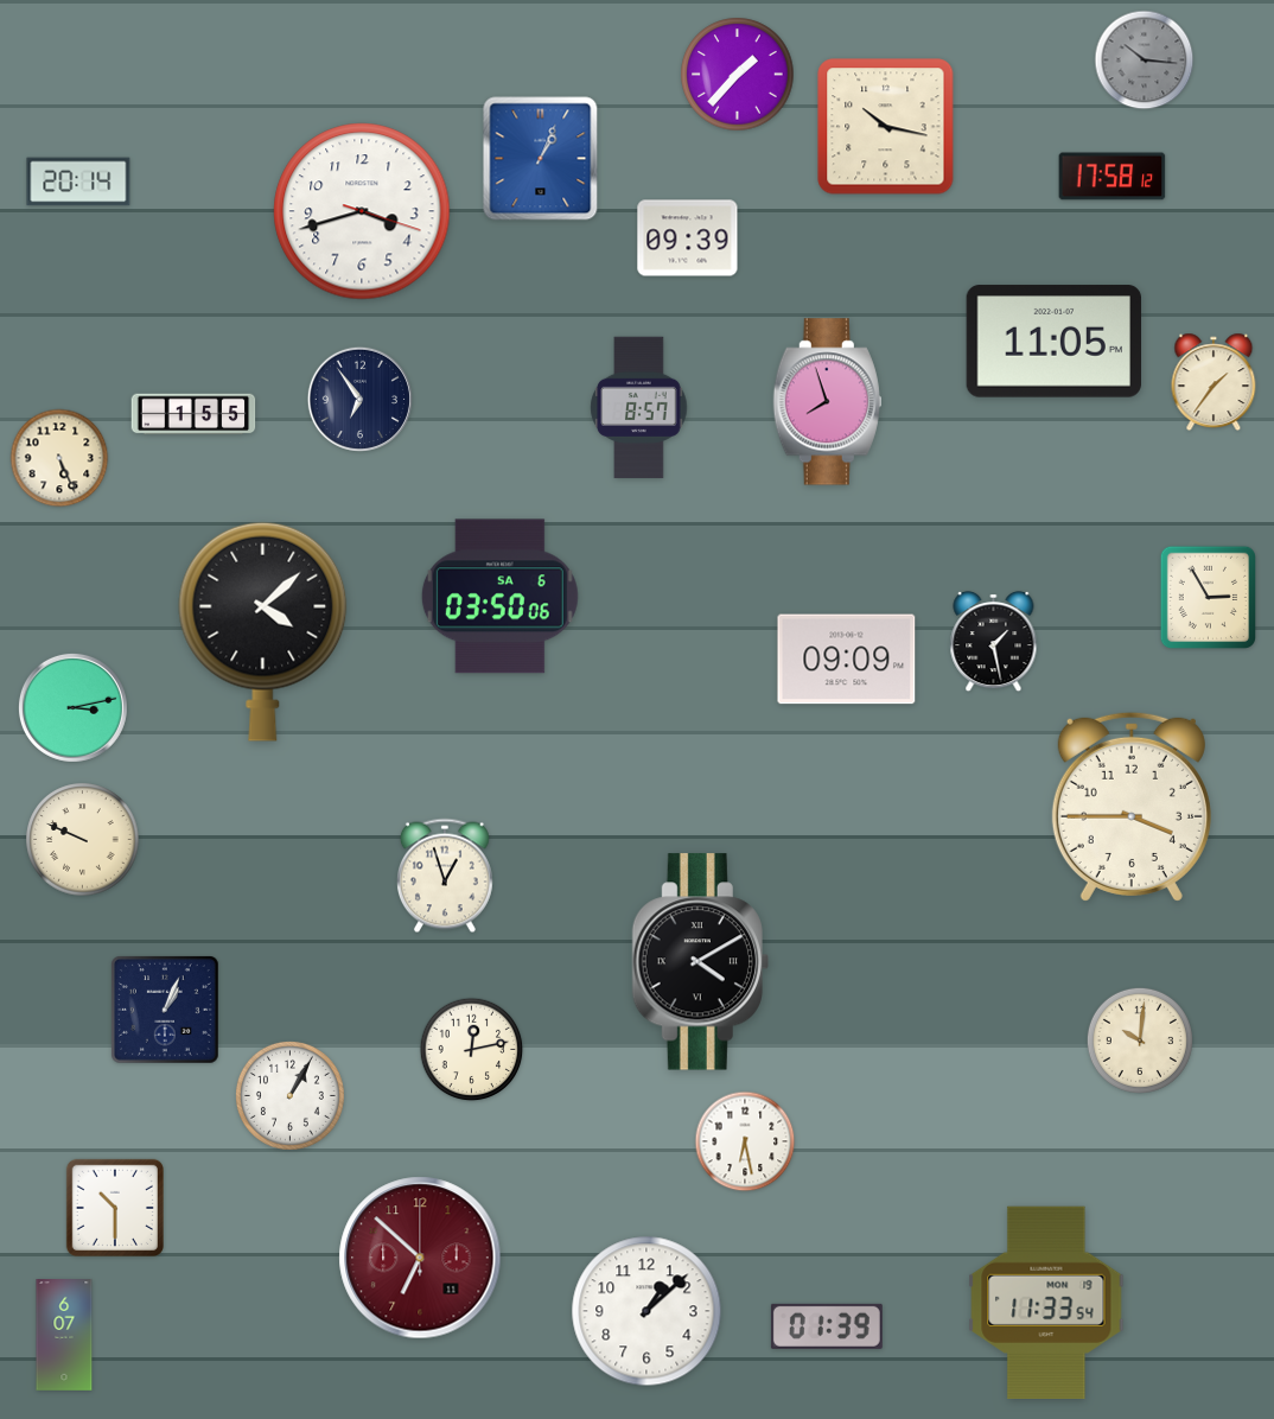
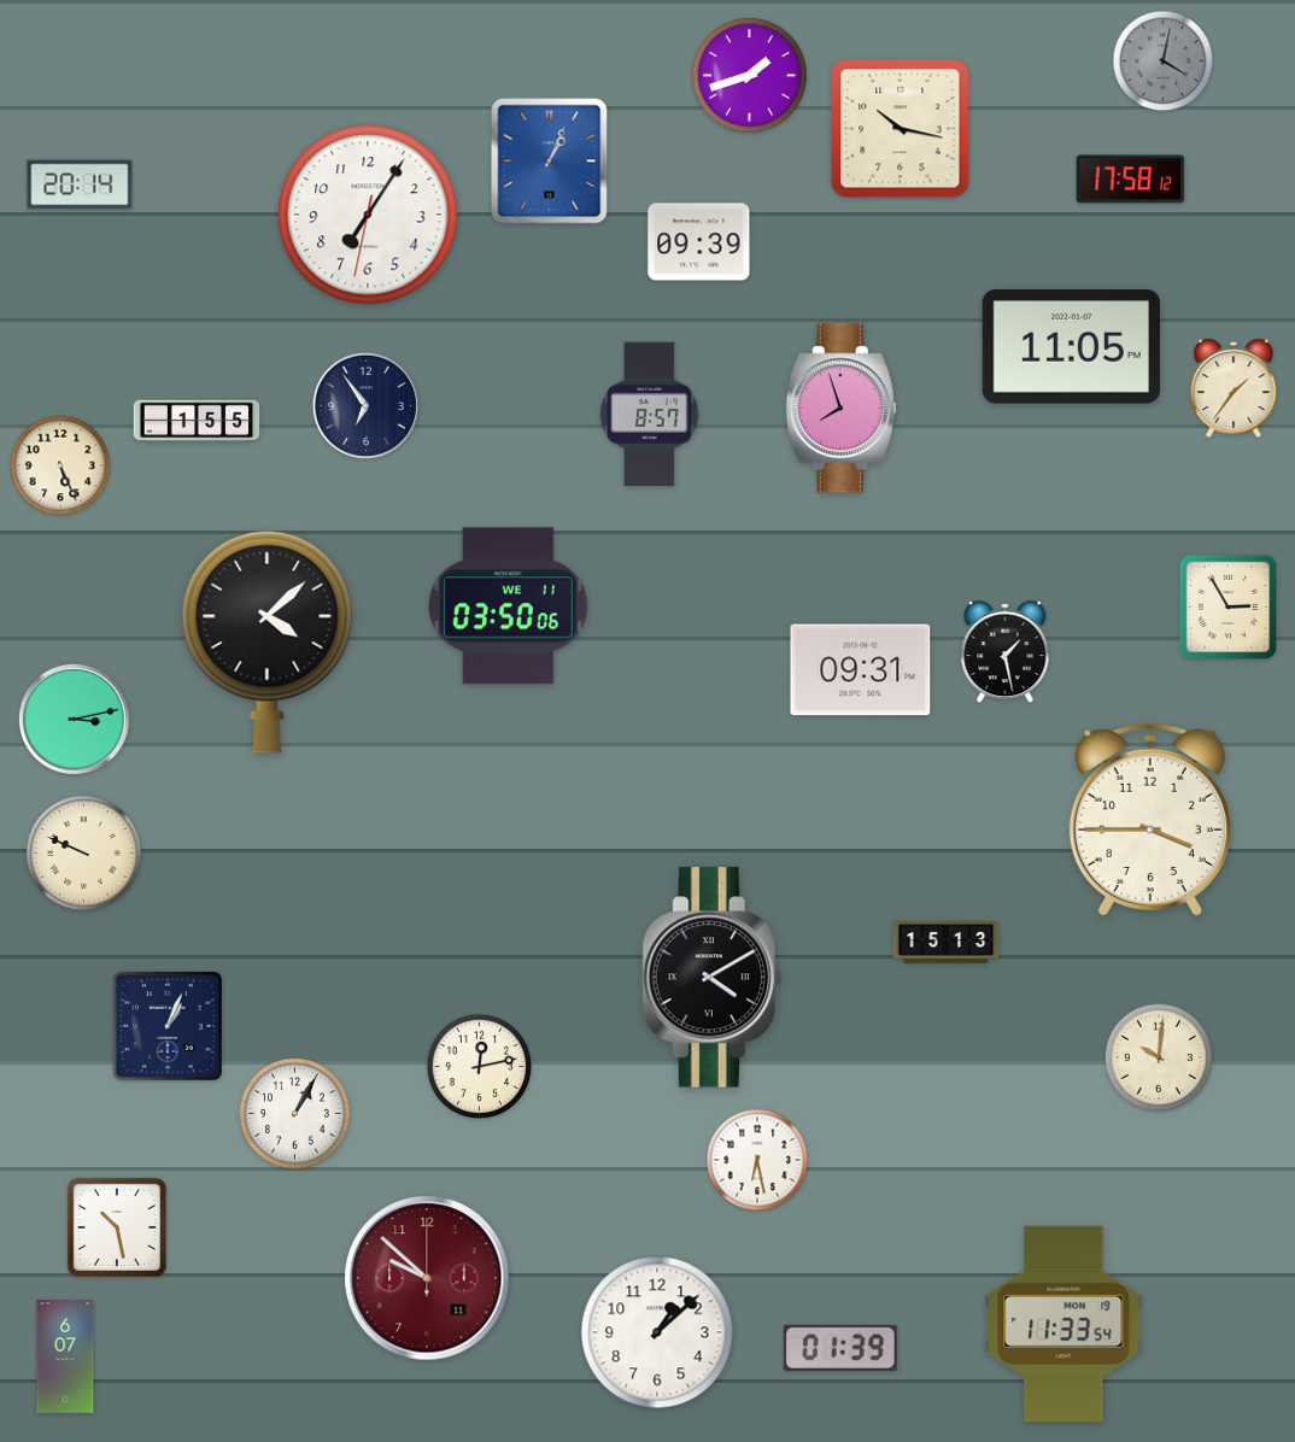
clock at (1145, 61): 10:16 -> 4:02
clock at (738, 75): 1:37 -> 1:42
clock at (362, 211): 3:42 -> 7:05
clock at (499, 597) date: SA 6 -> WE 11
clock at (994, 642) position: (994, 642) -> (1006, 652)
clock at (847, 660): 09:09 -> 09:31
clock at (445, 876): 12:57 -> none
clock at (947, 943): none -> 15:13
clock at (115, 1208): 10:30 -> 10:28
clock at (420, 1258): 6:52 -> 9:52
